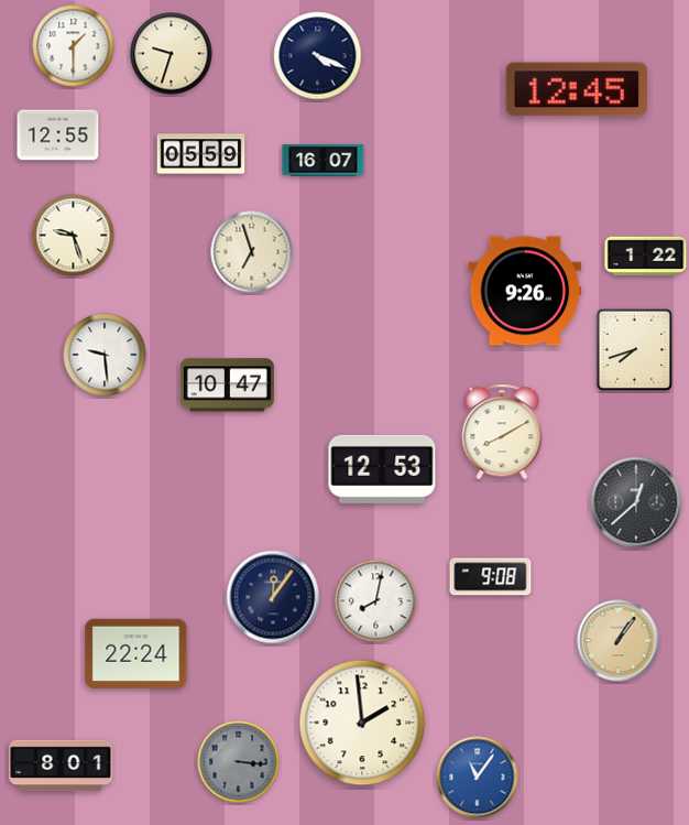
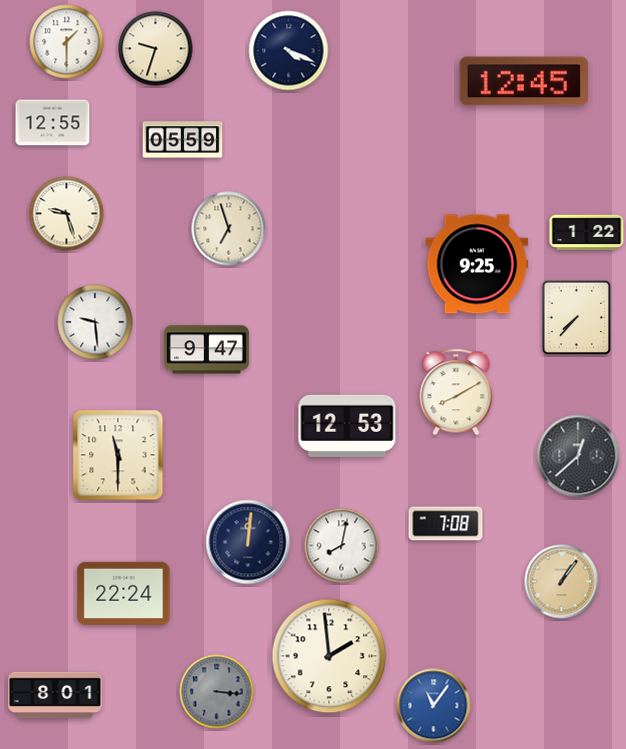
clock at (324, 161): 16:07 -> none
clock at (525, 291): 9:26 -> 9:25
clock at (635, 350): 7:42 -> 7:37
clock at (227, 386): 10:47 -> 9:47
clock at (118, 455): none -> 11:30
clock at (491, 577): 9:08 -> 7:08
clock at (273, 597): 12:06 -> 12:01
